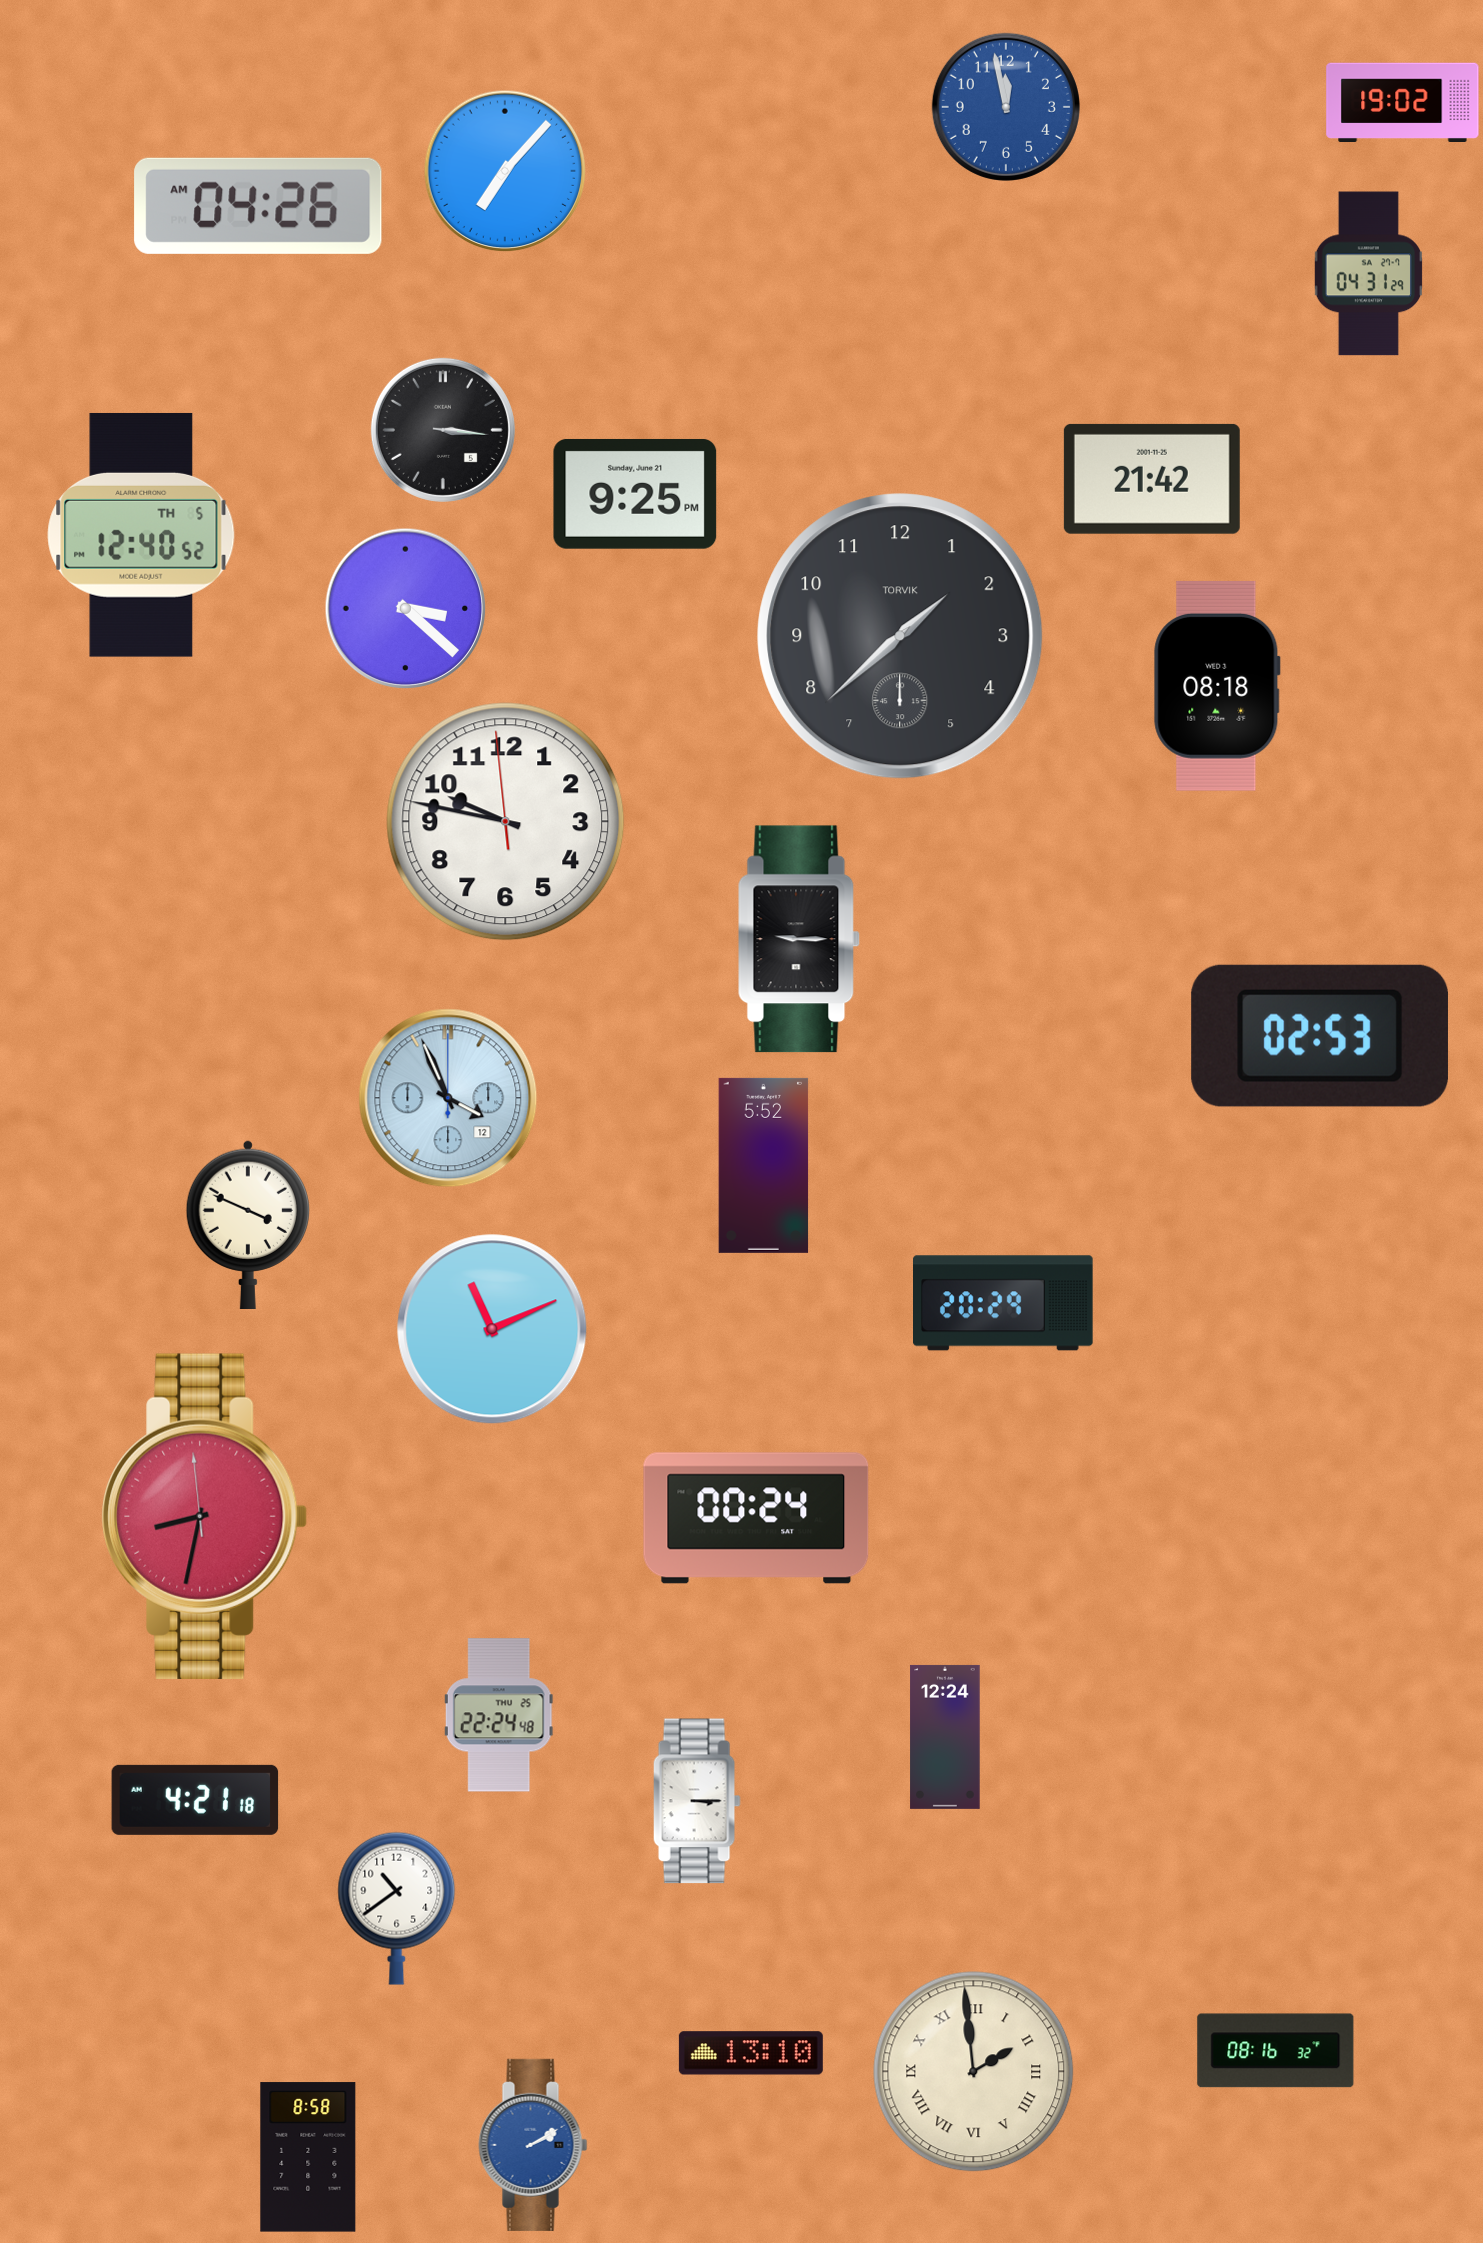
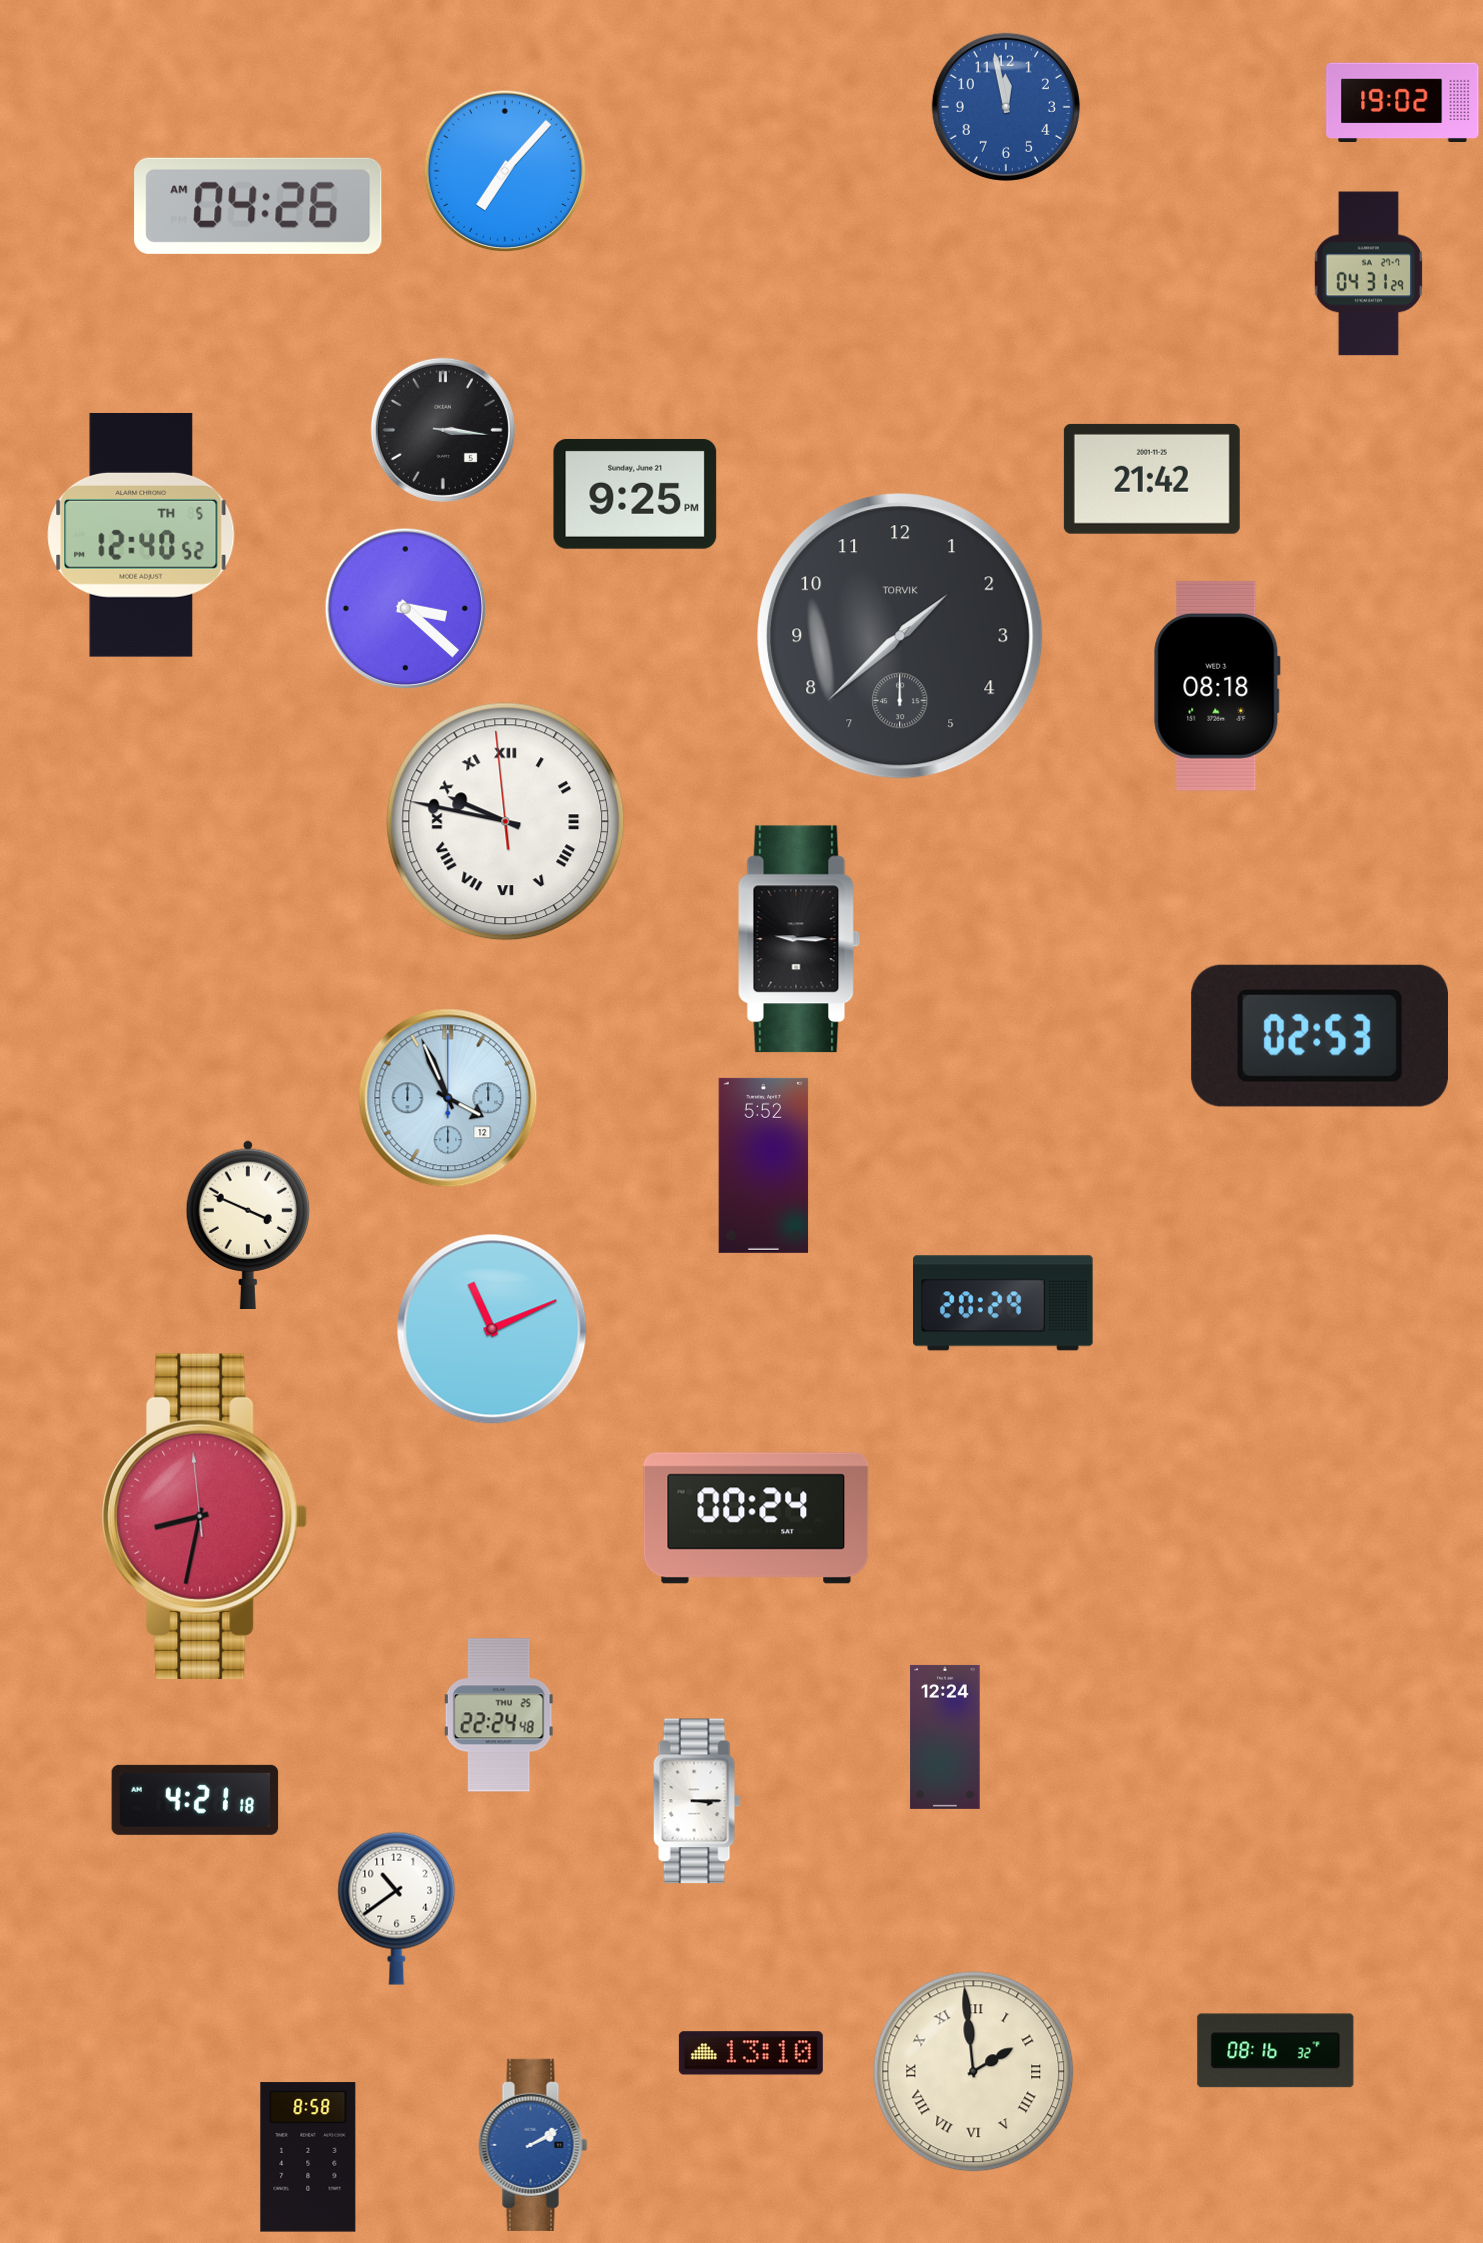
clock at (506, 822) numerals: Arabic -> Roman
